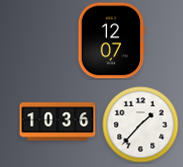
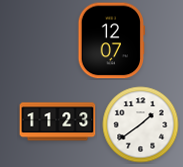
clock at (58, 122): 10:36 -> 11:23
clock at (141, 125): 1:37 -> 1:39
